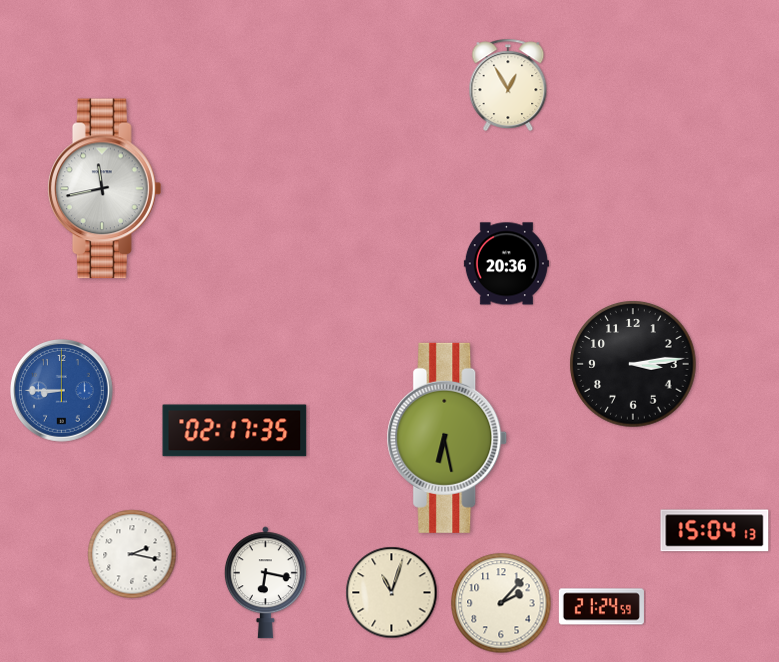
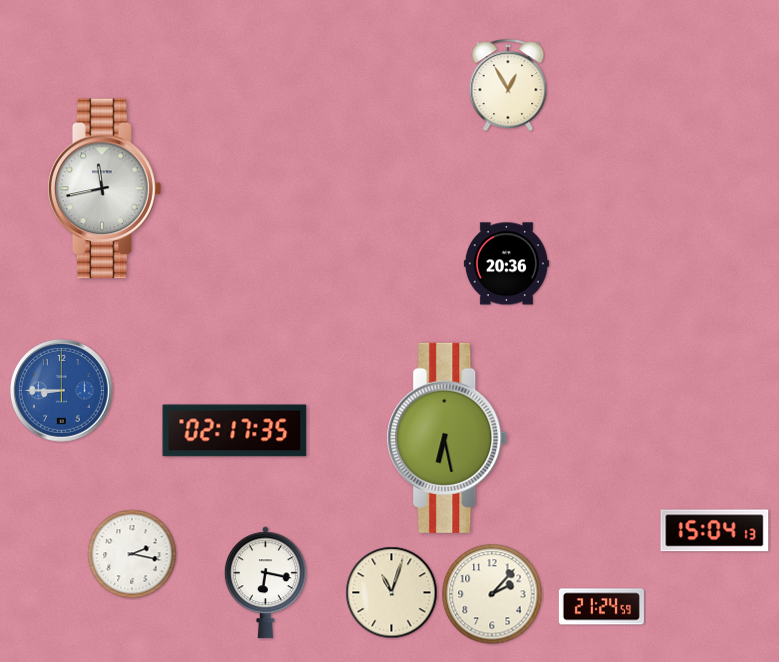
clock at (633, 364): 3:14 -> none
clock at (501, 603) position: (501, 603) -> (492, 594)
